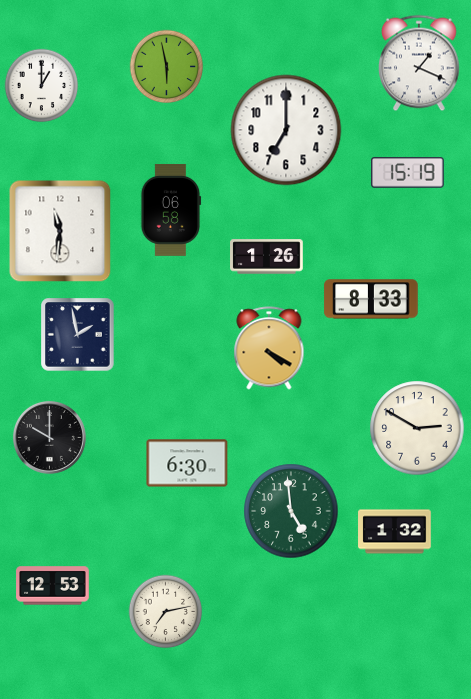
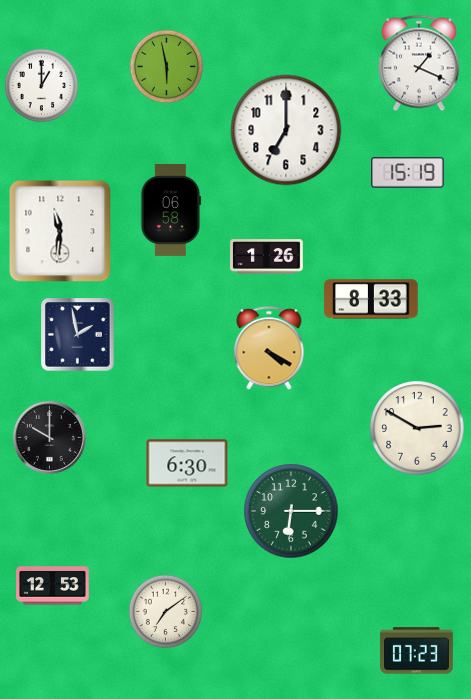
clock at (291, 511): 4:59 -> 6:15
clock at (395, 532): 1:32 -> none
clock at (166, 612): 7:13 -> 7:09
clock at (417, 651): none -> 07:23
